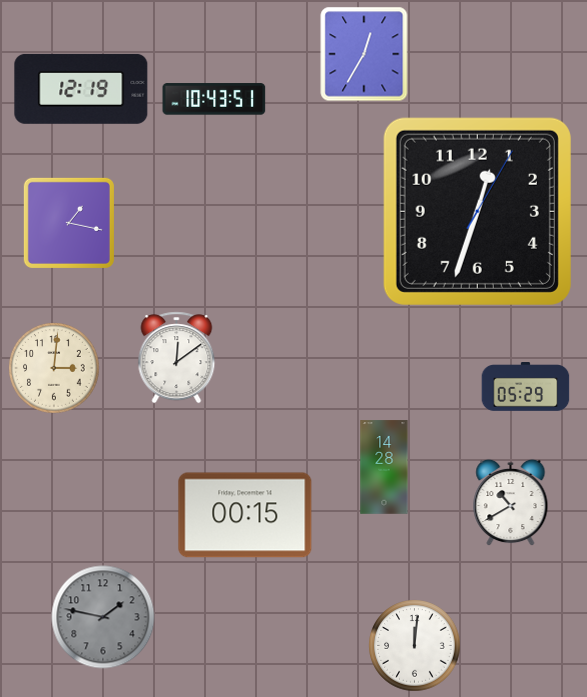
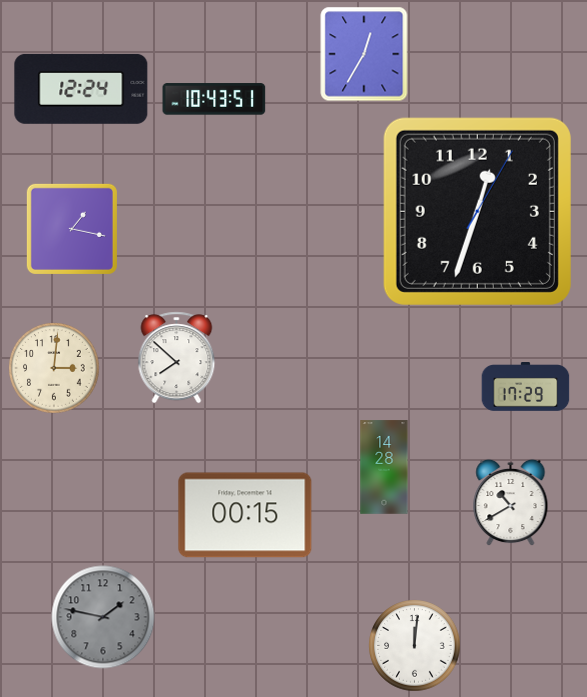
clock at (81, 89): 12:19 -> 12:24
clock at (69, 223) position: (69, 223) -> (72, 229)
clock at (177, 358): 12:09 -> 7:52
clock at (526, 387): 05:29 -> 17:29
